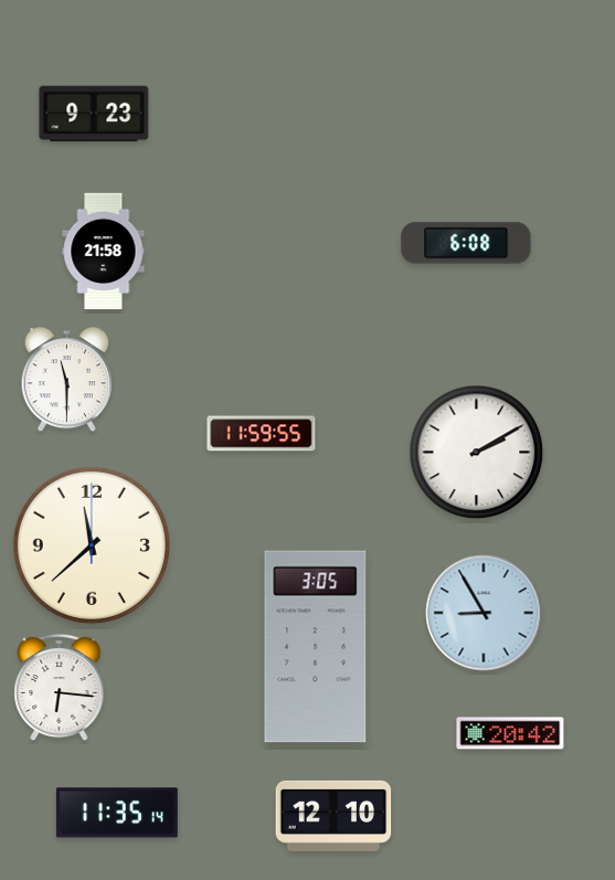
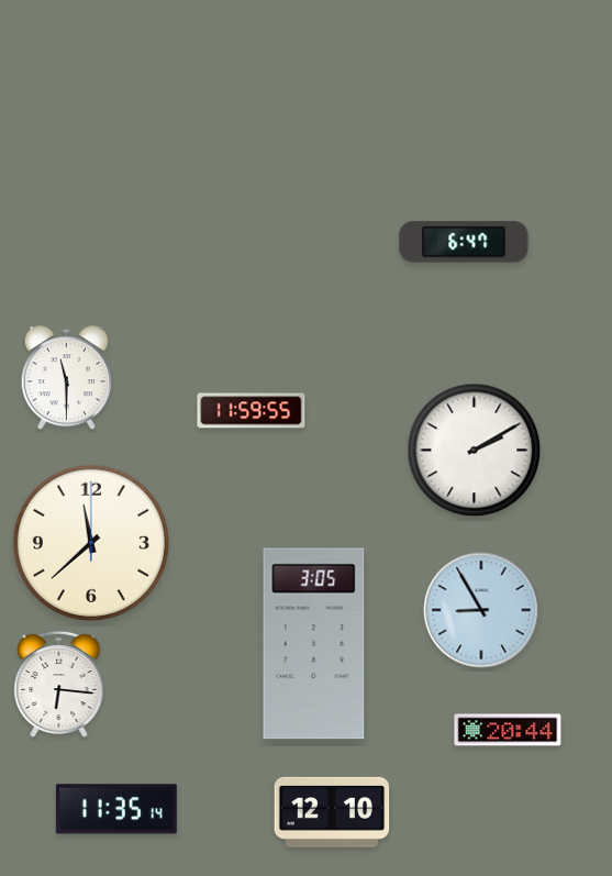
clock at (94, 114): 9:23 -> none
clock at (466, 243): 6:08 -> 6:47
clock at (104, 252): 21:58 -> none
clock at (262, 434) position: (262, 434) -> (252, 411)
clock at (510, 733): 20:42 -> 20:44
